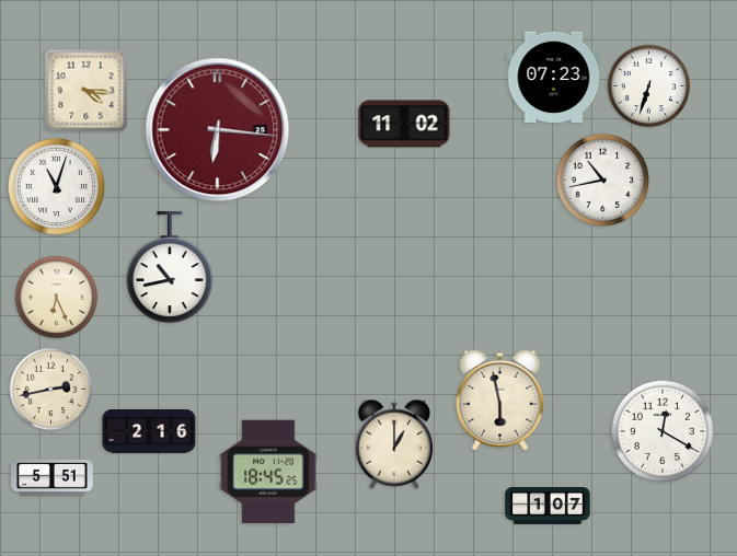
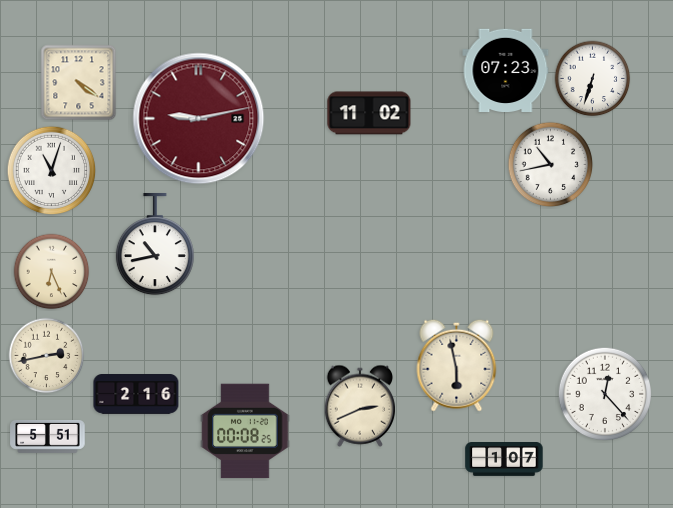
clock at (87, 91): 4:16 -> 4:21
clock at (218, 130): 6:16 -> 9:13
clock at (661, 430): 12:20 -> 12:23
clock at (394, 444): 1:00 -> 2:41
clock at (268, 472): 18:45 -> 00:08
clock at (548, 507) position: (548, 507) -> (504, 460)
